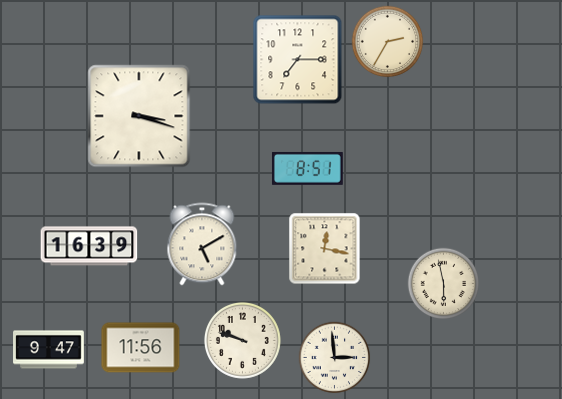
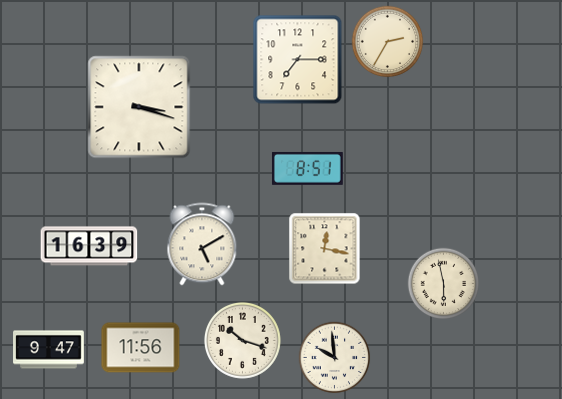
clock at (139, 116) position: (139, 116) -> (139, 107)
clock at (242, 340): 9:48 -> 10:18
clock at (335, 358): 2:59 -> 9:59
